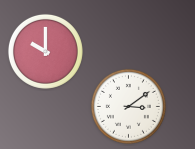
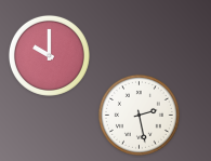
clock at (128, 106): 3:09 -> 2:28
